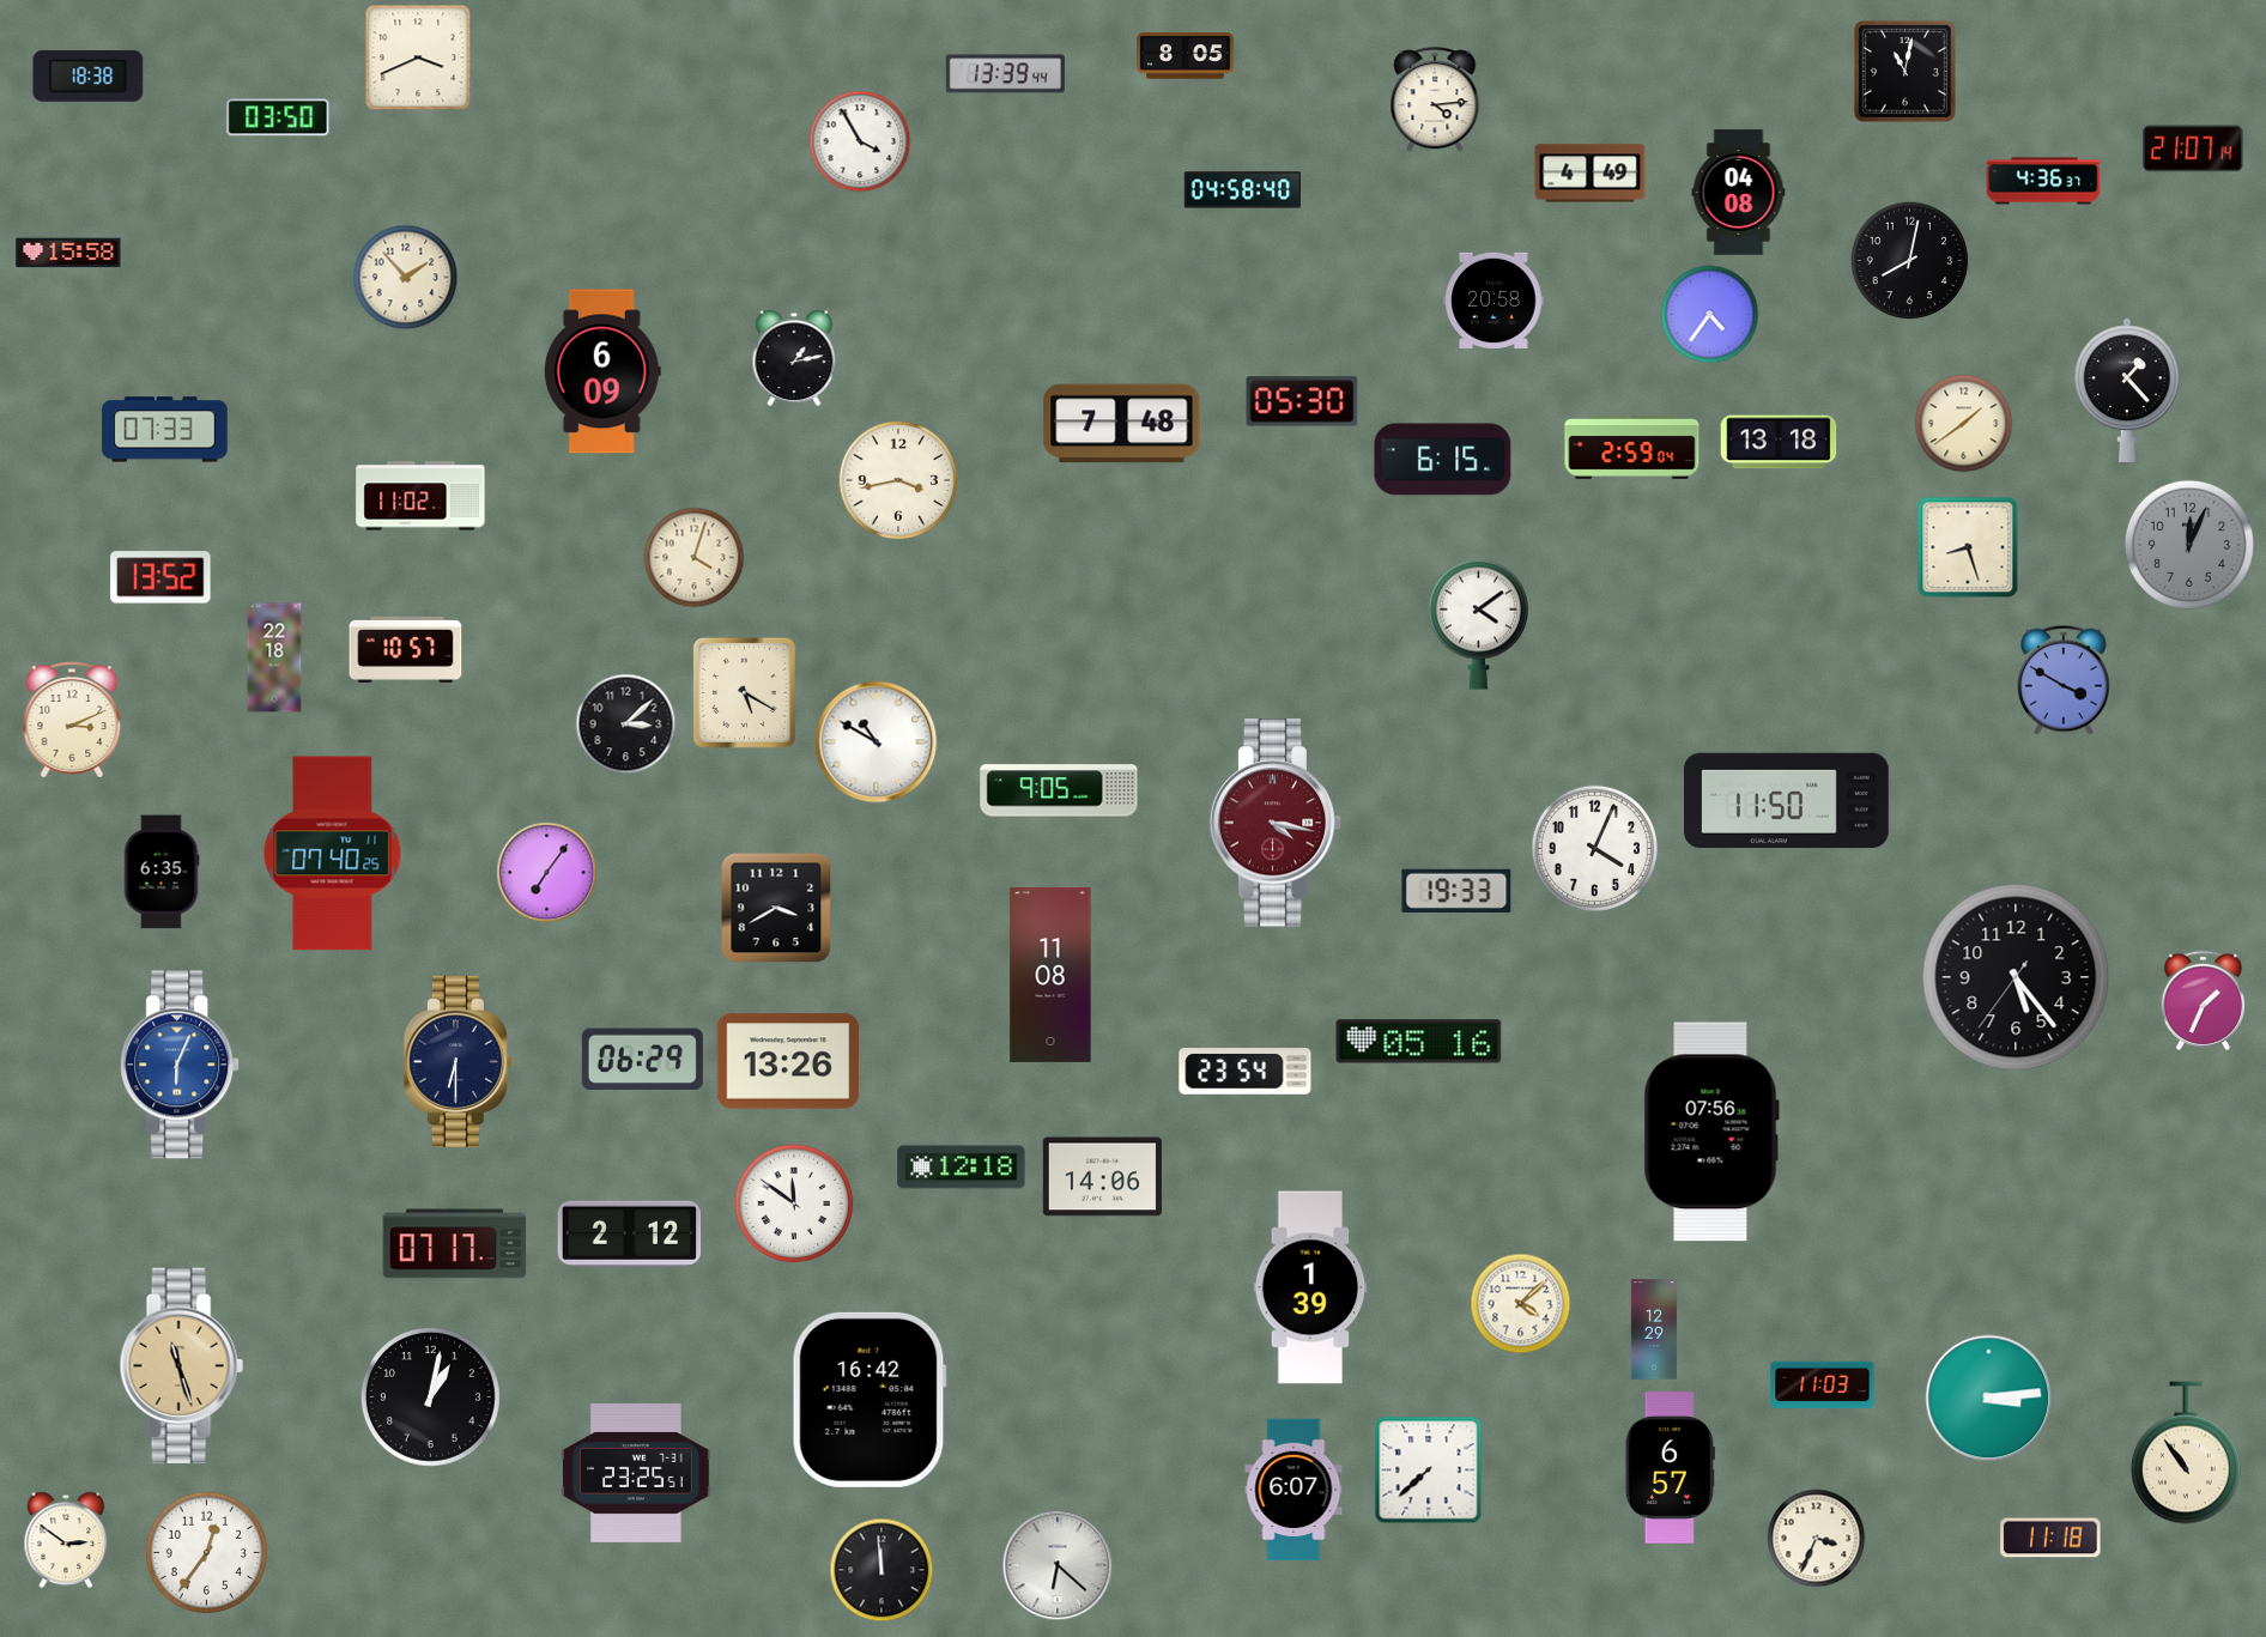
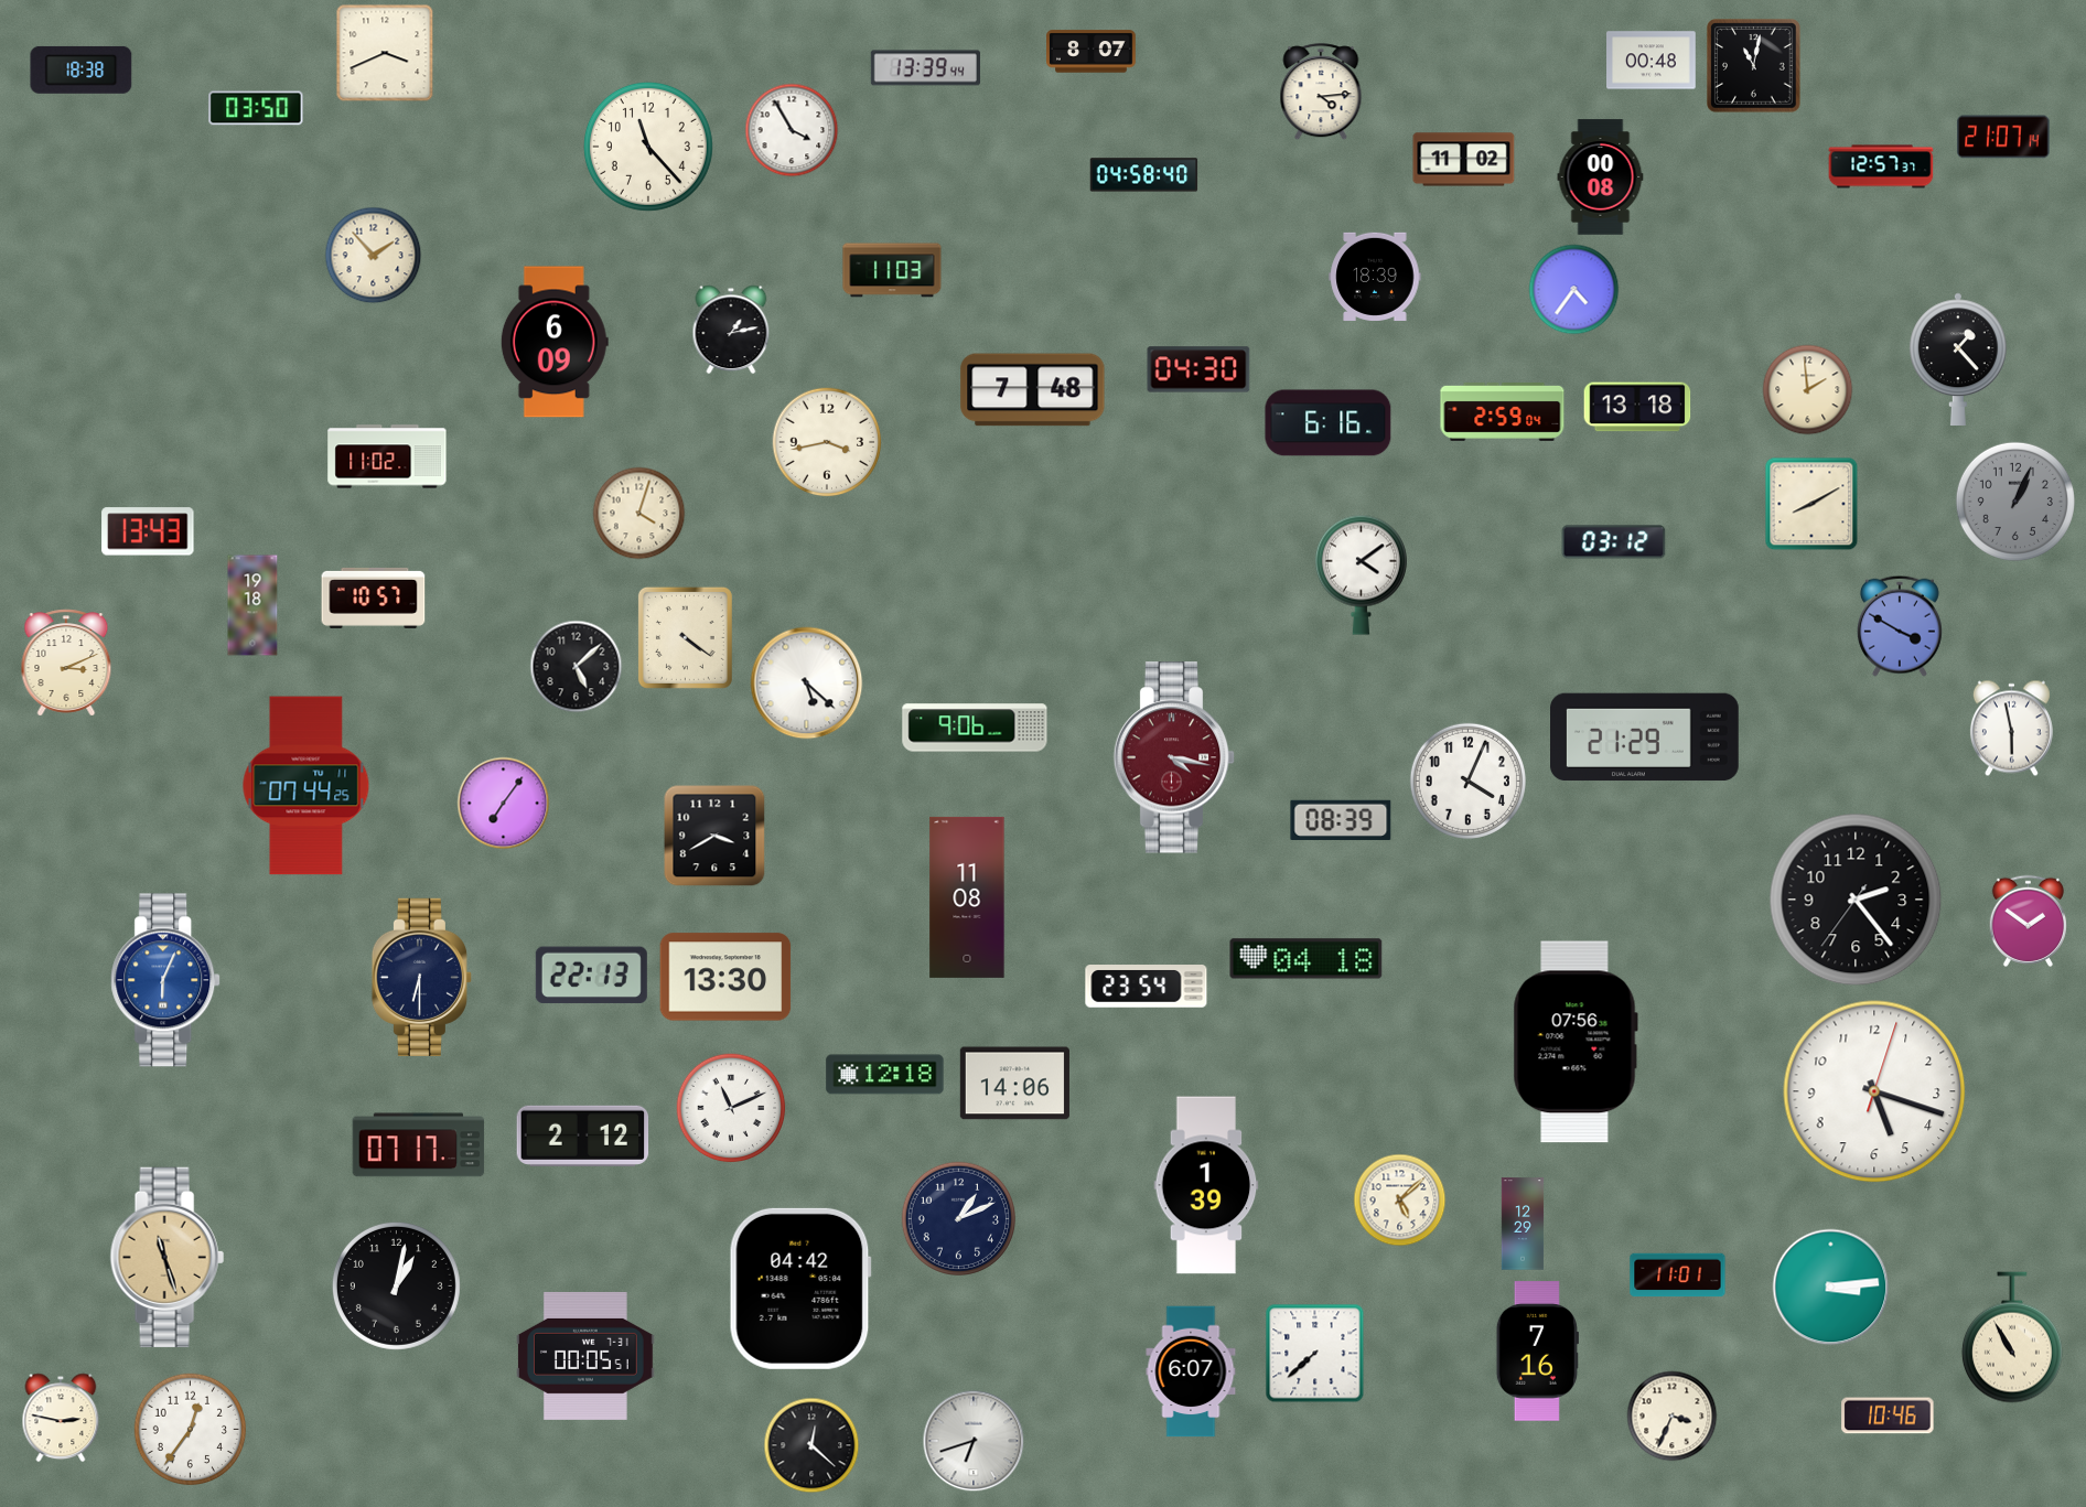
clock at (1186, 56): 8:05 -> 8:07
clock at (1652, 61): none -> 00:48
clock at (2193, 148) position: (2193, 148) -> (2003, 137)
clock at (648, 147): none -> 11:23
clock at (1591, 174): 4:49 -> 11:02
clock at (2043, 181): 4:36 -> 12:57
clock at (1739, 193): 04:08 -> 00:08
clock at (68, 253): 15:58 -> none
clock at (1910, 261): 8:02 -> none
clock at (892, 270): none -> 11:03
clock at (1493, 301): 20:58 -> 18:39
clock at (1302, 401): 05:30 -> 04:30
clock at (1964, 424): 1:39 -> 1:59
clock at (165, 430): 07:33 -> none
clock at (1443, 460): 6:15 -> 6:16
clock at (2189, 545): 12:04 -> 1:04
clock at (1968, 547): 8:27 -> 8:10
clock at (160, 577): 13:52 -> 13:43
clock at (1614, 542): none -> 03:12
clock at (274, 657): 22:18 -> 19:18
clock at (744, 692): 5:20 -> 4:21
clock at (626, 724): 3:08 -> 5:08
clock at (877, 742): 10:50 -> 5:22
clock at (1059, 790): 9:05 -> 9:06
clock at (2011, 729): none -> 5:58
clock at (1787, 801): 11:50 -> 21:29
clock at (333, 854): 07:40 -> 07:44
clock at (162, 872): 6:35 -> none
clock at (1456, 891): 19:33 -> 08:39
clock at (2016, 977): 5:23 -> 2:23
clock at (2203, 1000): 1:34 -> 1:51
clock at (1419, 1042): 05:16 -> 04:18
clock at (642, 1060): 06:29 -> 22:13
clock at (788, 1061): 13:26 -> 13:30
clock at (1874, 1091): none -> 5:18
clock at (794, 1204): 11:51 -> 11:11
clock at (630, 1233) position: (630, 1233) -> (583, 1135)
clock at (1521, 1304): 4:08 -> 5:08
clock at (958, 1218): none -> 1:11
clock at (1823, 1386): 11:03 -> 11:01
clock at (870, 1400): 16:42 -> 04:42
clock at (2186, 1453): 10:54 -> 10:55
clock at (1670, 1468): 6:57 -> 7:16
clock at (637, 1473): 23:25 -> 00:05
clock at (2050, 1538): 11:18 -> 10:46
clock at (66, 1540): 2:51 -> 2:47
clock at (1058, 1565): 6:22 -> 6:42
clock at (881, 1570): 11:59 -> 12:22
